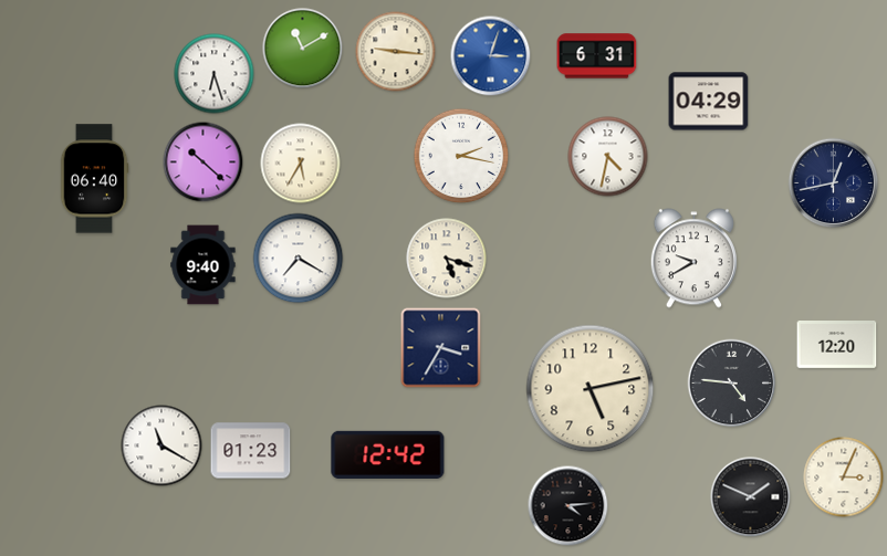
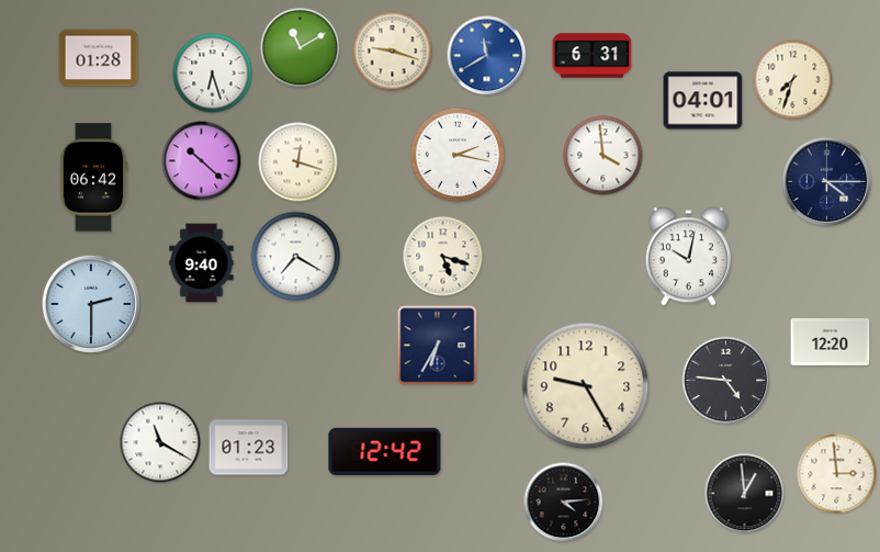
clock at (396, 52): 9:16 -> 9:18
clock at (491, 56): 3:03 -> 11:40
clock at (99, 58): none -> 01:28
clock at (793, 80): none -> 7:33
clock at (709, 102): 04:29 -> 04:01
clock at (608, 157): 4:32 -> 3:59
clock at (301, 164): 5:35 -> 12:18
clock at (94, 179): 06:40 -> 06:42
clock at (834, 183): 12:43 -> 4:15
clock at (693, 259): 9:40 -> 10:02
clock at (91, 304): none -> 2:30
clock at (441, 348): 3:35 -> 6:35
clock at (591, 389): 5:13 -> 9:25
clock at (844, 478): 3:04 -> 2:59
clock at (751, 497): 1:49 -> 12:59
